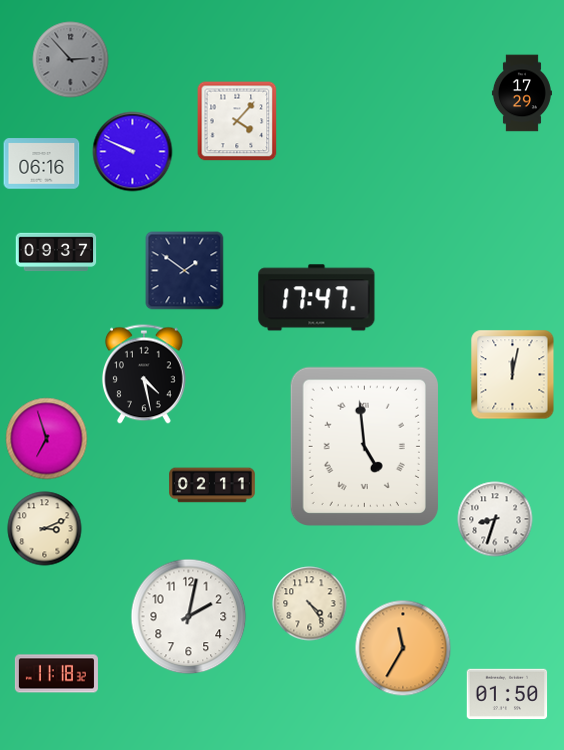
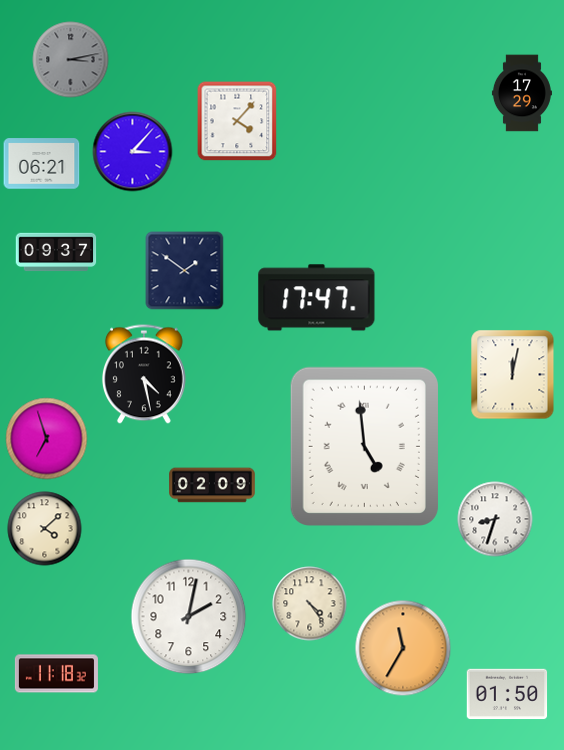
clock at (71, 60): 2:53 -> 3:13
clock at (133, 152): 9:49 -> 3:07
clock at (42, 164): 06:16 -> 06:21
clock at (212, 485): 02:11 -> 02:09
clock at (45, 529): 3:11 -> 4:08
